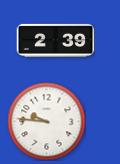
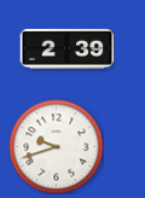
clock at (46, 121): 9:46 -> 9:42
